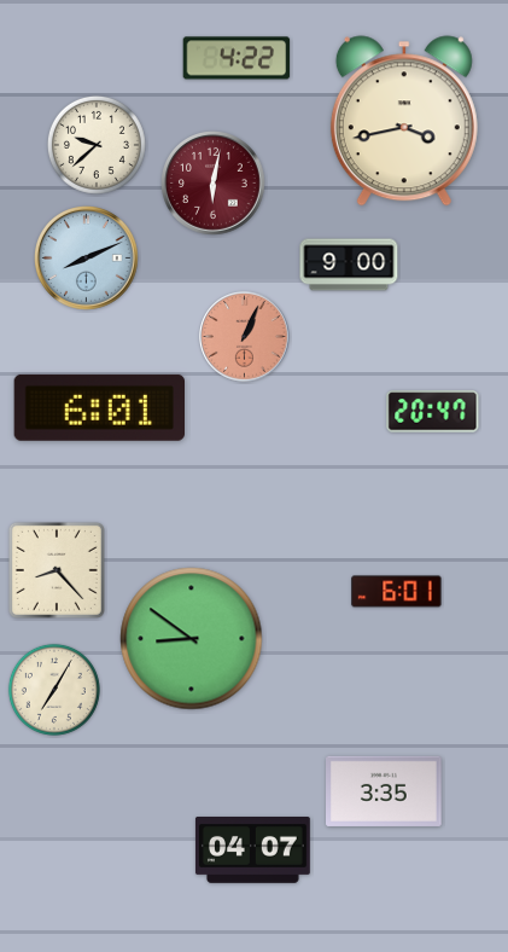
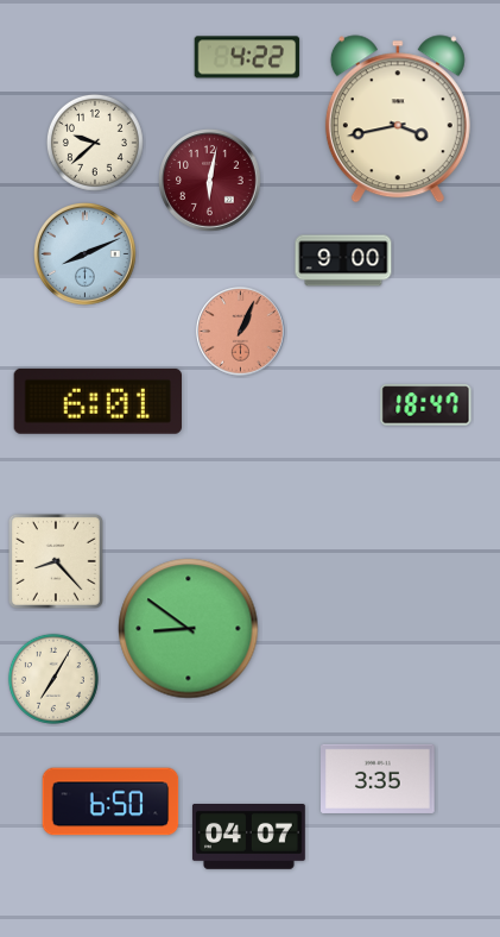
clock at (237, 58) position: (237, 58) -> (247, 57)
clock at (433, 412): 20:47 -> 18:47
clock at (397, 592): 6:01 -> none
clock at (110, 801): none -> 6:50
